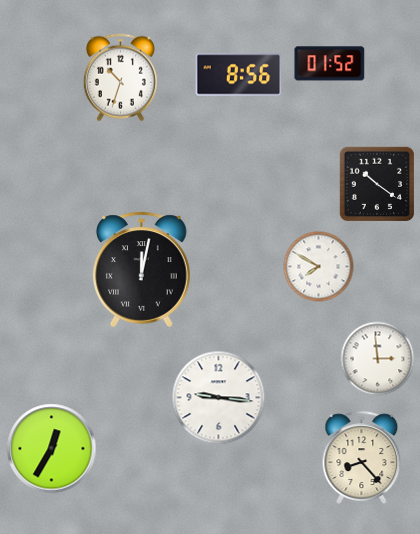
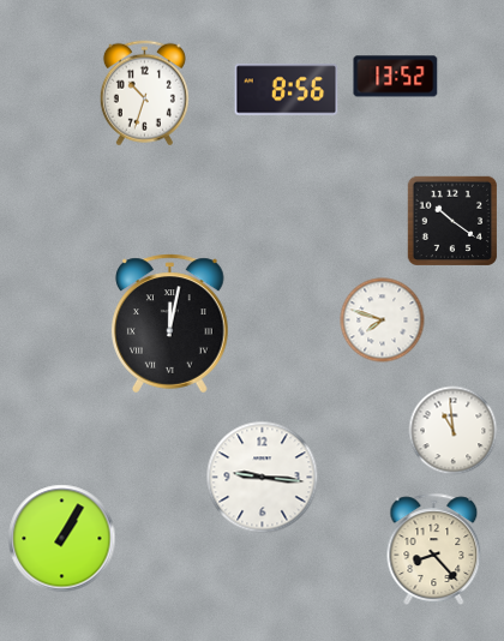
clock at (330, 64): 01:52 -> 13:52
clock at (319, 267): 7:50 -> 7:48
clock at (378, 359): 2:59 -> 10:59
clock at (52, 449): 12:35 -> 1:05
